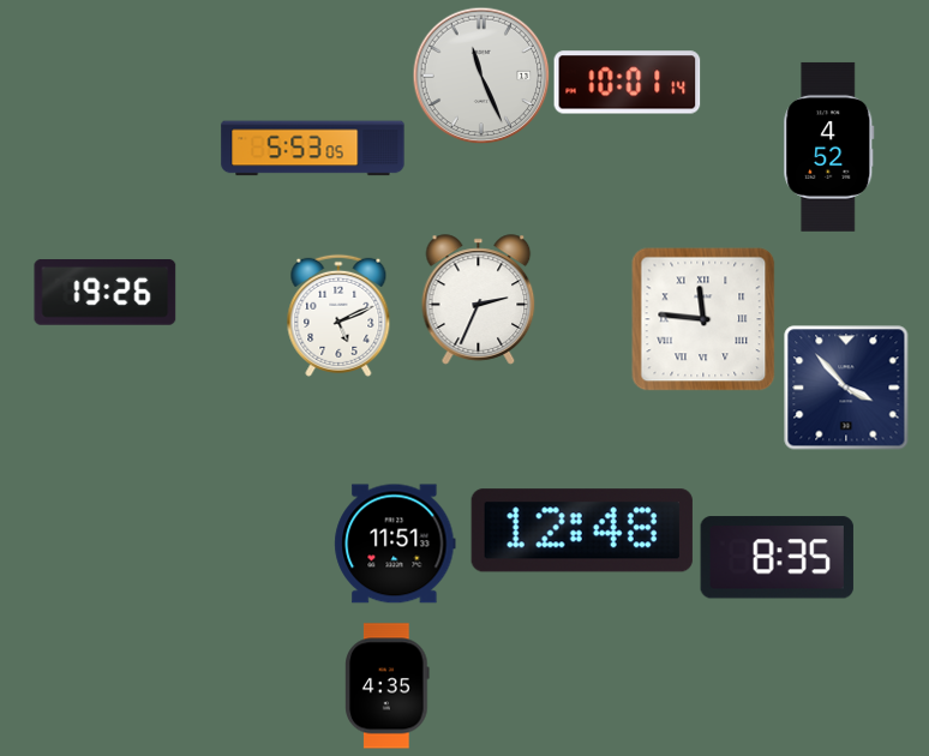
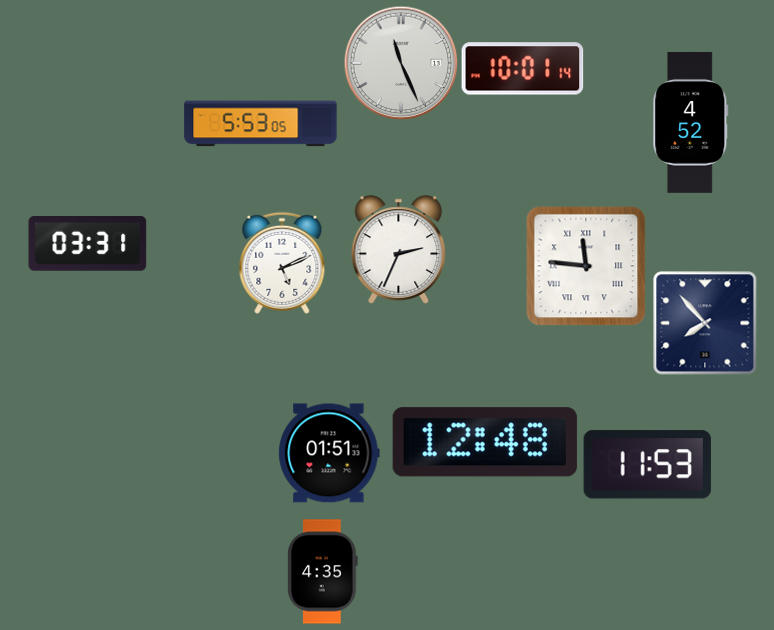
clock at (106, 293): 19:26 -> 03:31
clock at (846, 388): 3:53 -> 7:53
clock at (395, 544): 11:51 -> 01:51
clock at (777, 558): 8:35 -> 11:53
